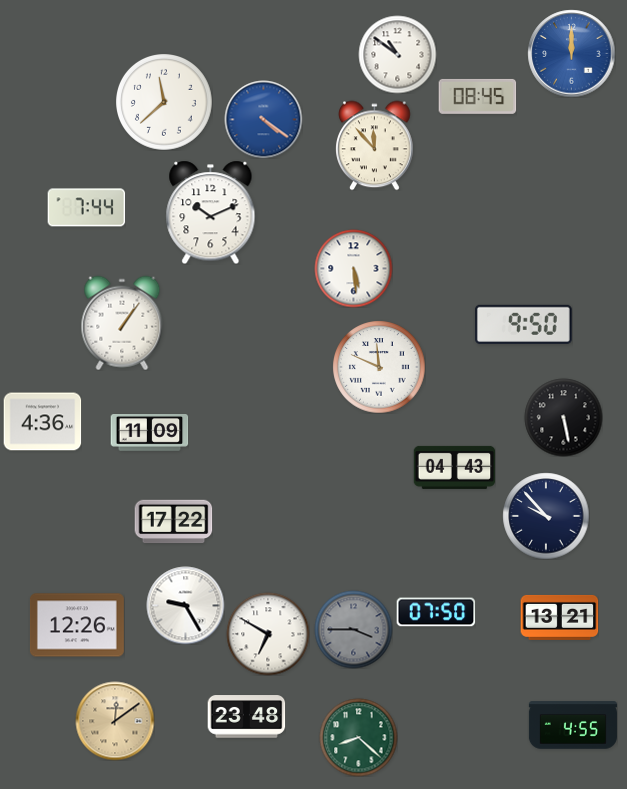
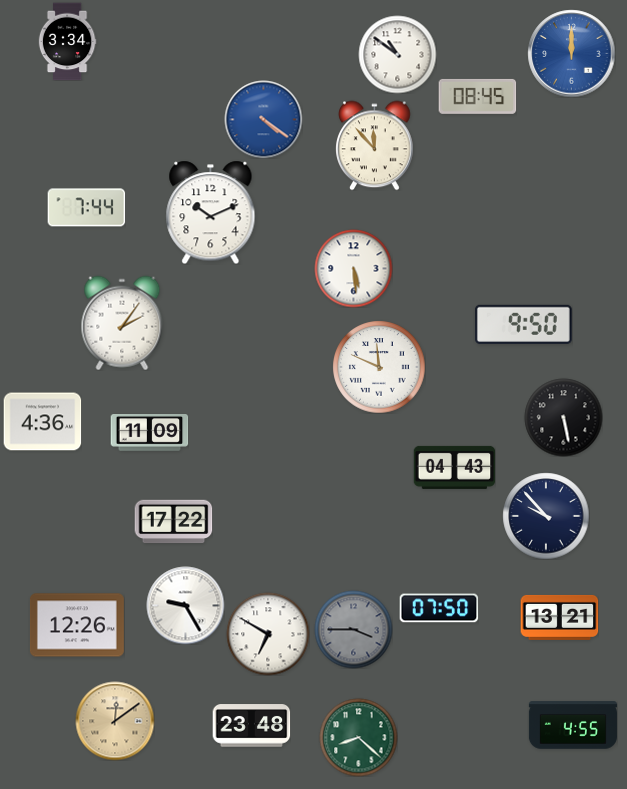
clock at (67, 41): none -> 3:34
clock at (164, 102): 11:38 -> none
clock at (122, 323): 1:06 -> 2:06
clock at (436, 612) position: (436, 612) -> (439, 608)
clock at (246, 717) position: (246, 717) -> (251, 726)
